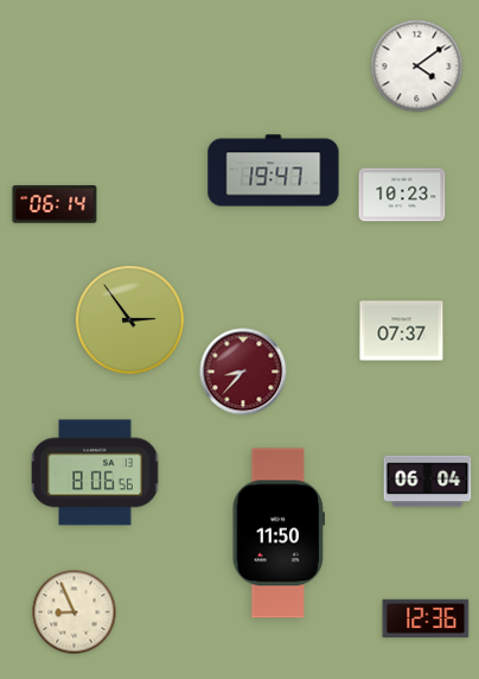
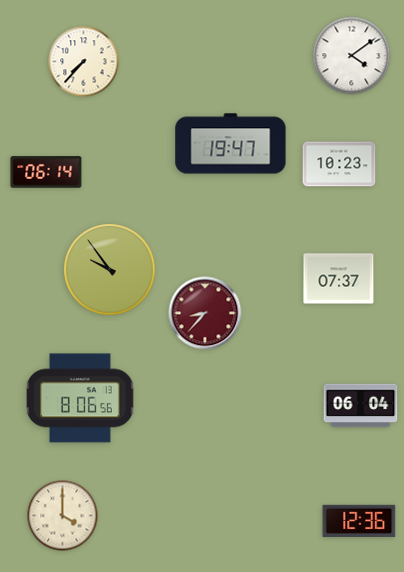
clock at (84, 62): none -> 7:37
clock at (130, 321): 2:54 -> 9:54
clock at (277, 533): 11:50 -> none
clock at (75, 613): 8:56 -> 4:00
